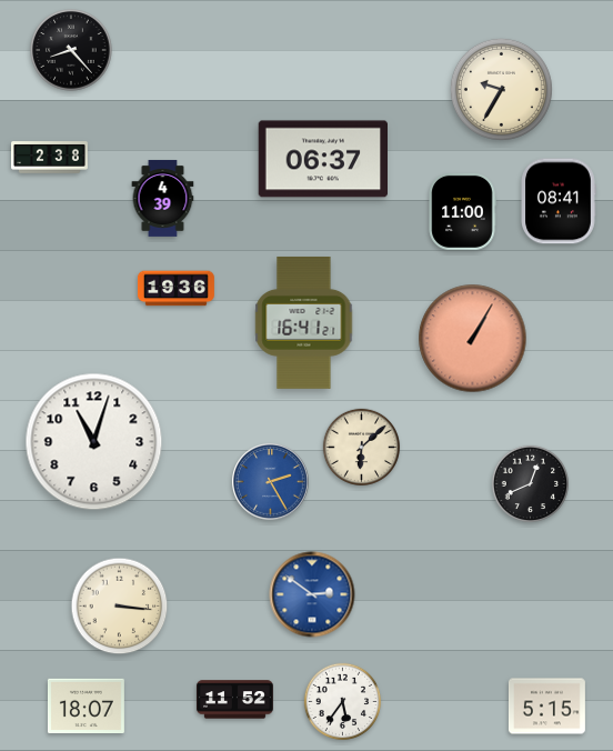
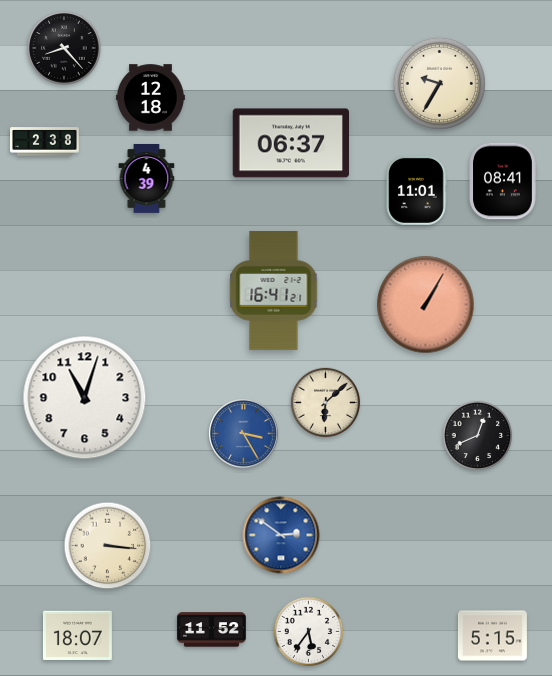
clock at (71, 50) position: (71, 50) -> (64, 48)
clock at (501, 89) position: (501, 89) -> (439, 83)
clock at (150, 98): none -> 12:18
clock at (462, 211): 11:00 -> 11:01
clock at (175, 289): 19:36 -> none
clock at (271, 482): 2:25 -> 3:25
